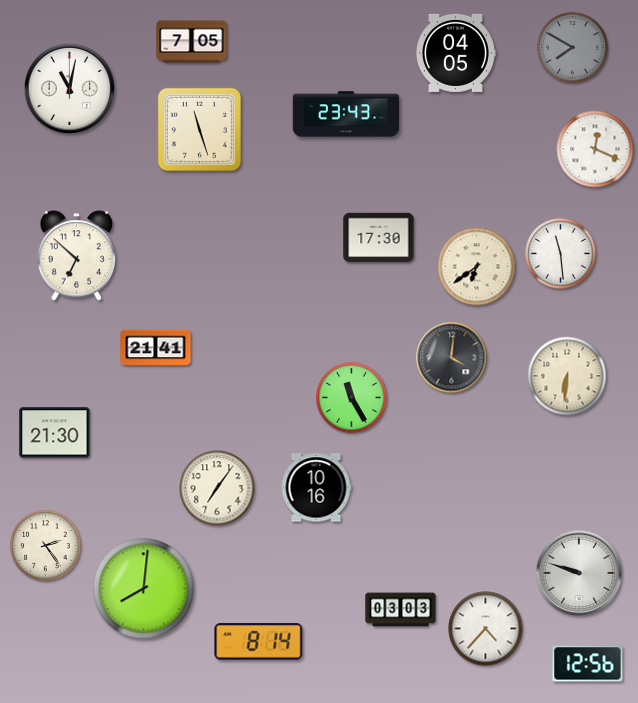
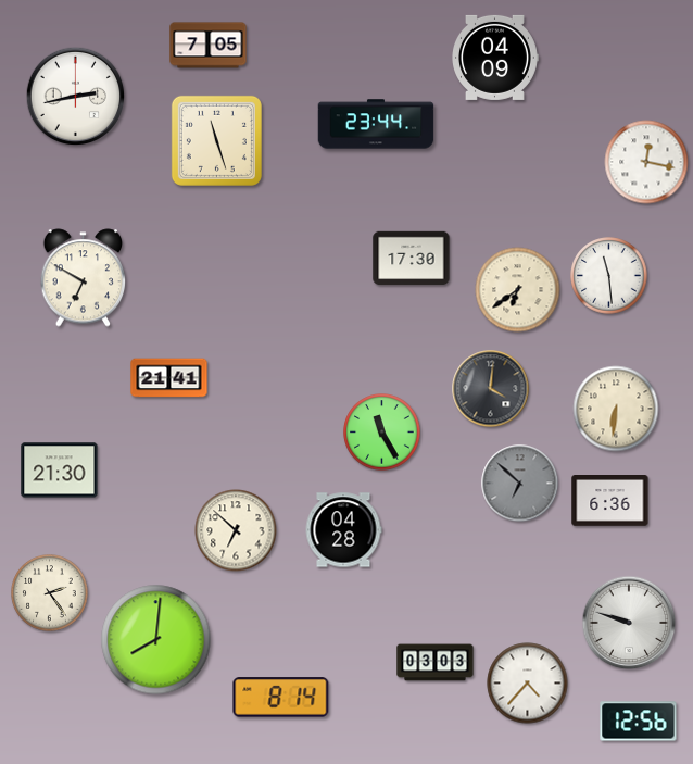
clock at (573, 48): 7:50 -> none
clock at (456, 53): 04:05 -> 04:09
clock at (70, 89): 11:02 -> 2:43
clock at (346, 114): 23:43 -> 23:44
clock at (595, 149): 12:19 -> 12:17
clock at (77, 256): 6:52 -> 6:50
clock at (520, 484): none -> 6:52
clock at (610, 501): none -> 6:36
clock at (217, 488): 7:06 -> 6:52
clock at (316, 488): 10:16 -> 04:28
